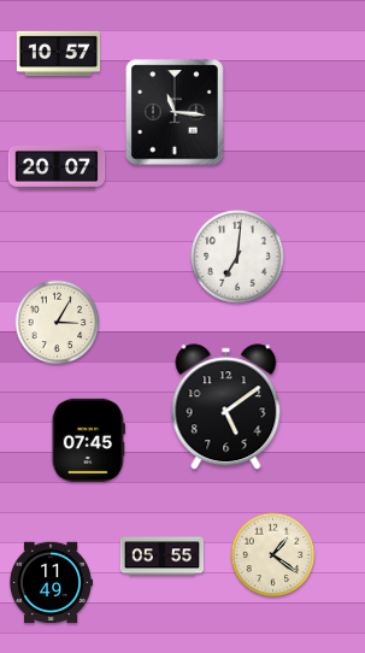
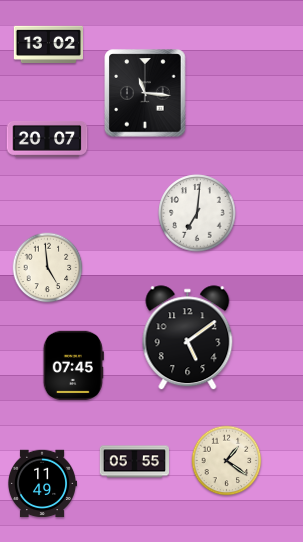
clock at (58, 53): 10:57 -> 13:02
clock at (58, 323): 3:05 -> 4:59
